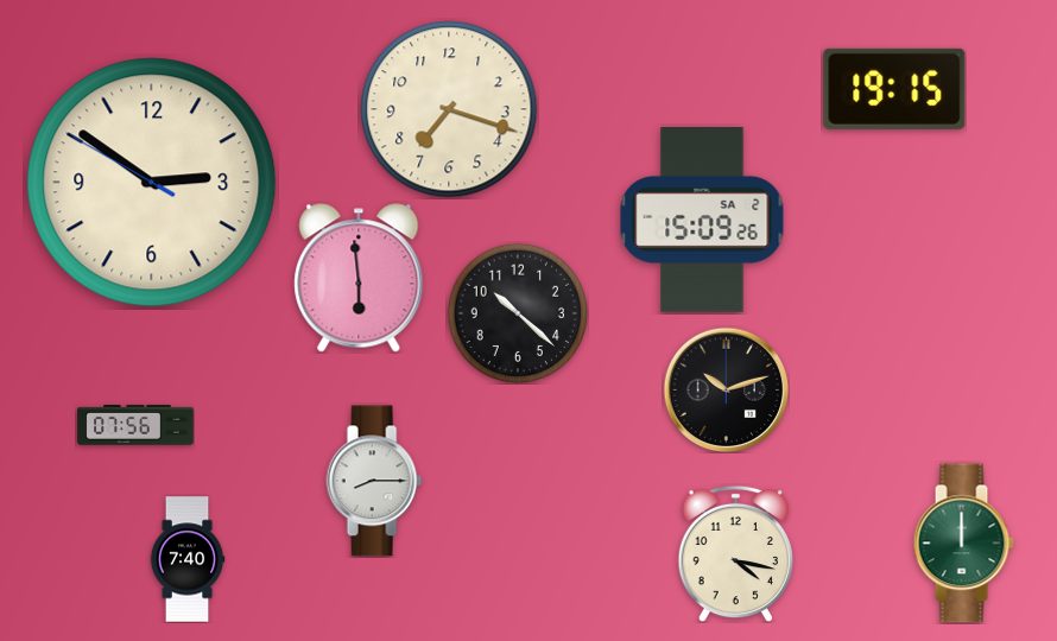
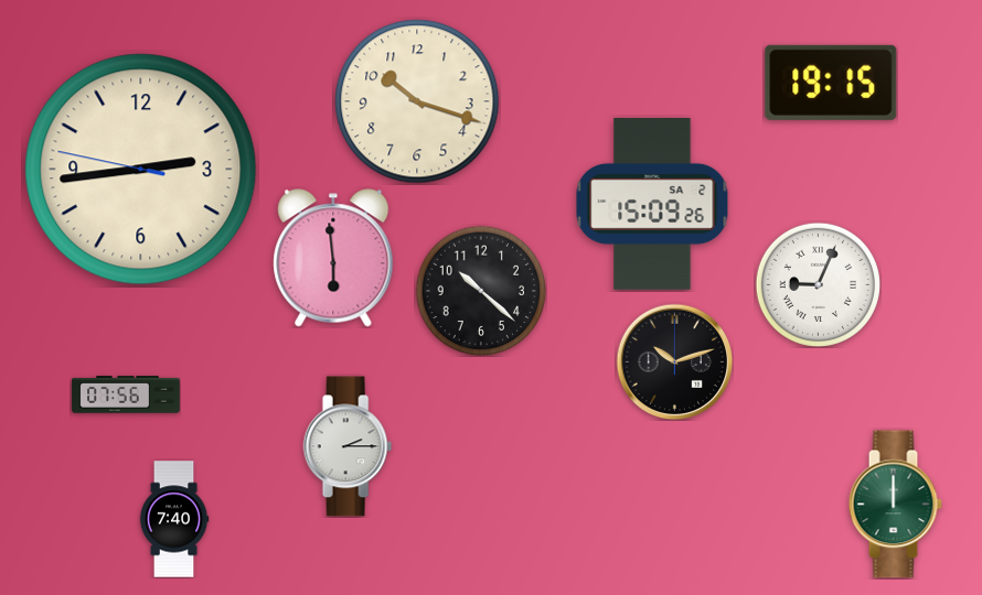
clock at (449, 109): 7:18 -> 10:18
clock at (152, 183): 2:50 -> 2:43
clock at (818, 284): none -> 9:04
clock at (374, 481): 8:15 -> 2:15
clock at (735, 553): 4:17 -> none
